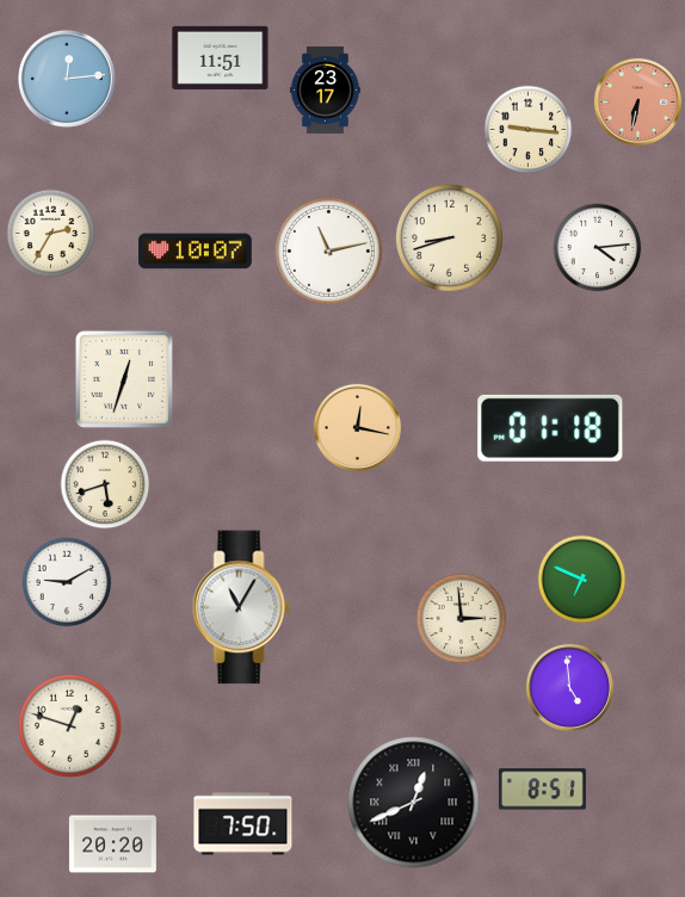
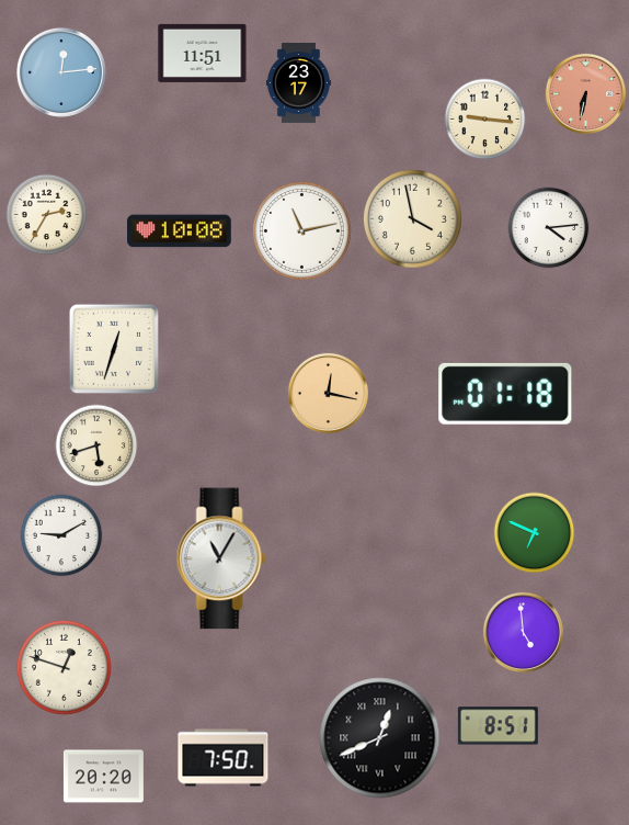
clock at (449, 237): 8:42 -> 3:58
clock at (196, 252): 10:07 -> 10:08
clock at (462, 619): 2:59 -> none
